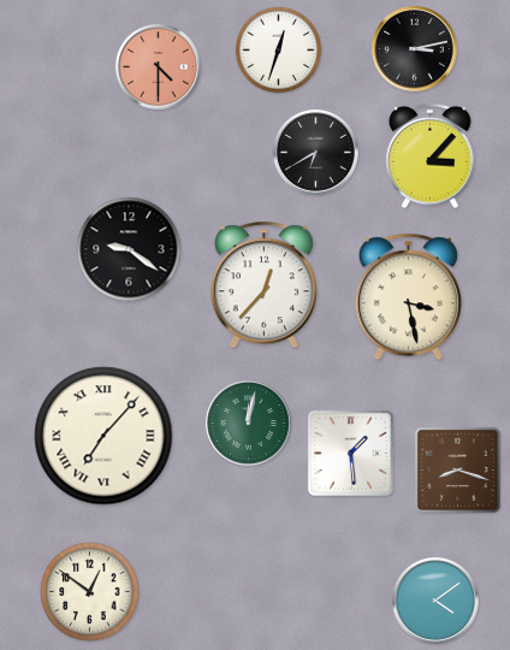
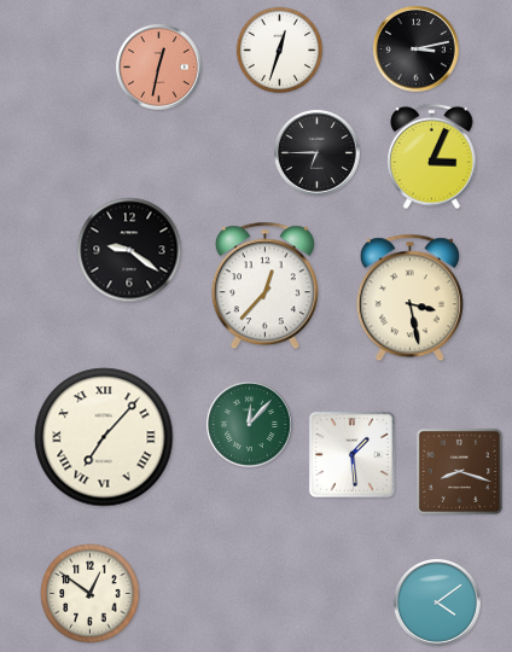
clock at (159, 67): 4:30 -> 12:32
clock at (316, 153): 6:40 -> 6:45
clock at (431, 156): 3:07 -> 3:04
clock at (249, 424): 12:02 -> 12:07
